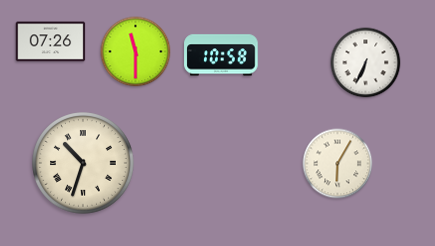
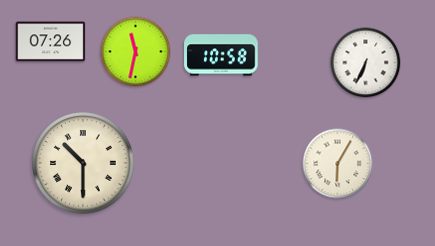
clock at (136, 52): 11:30 -> 11:32
clock at (83, 163): 10:33 -> 10:30
